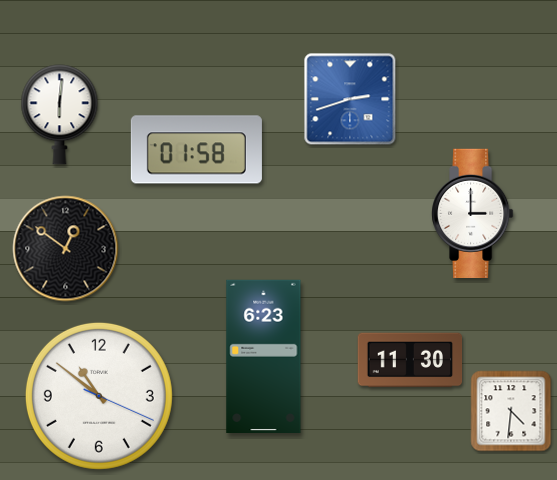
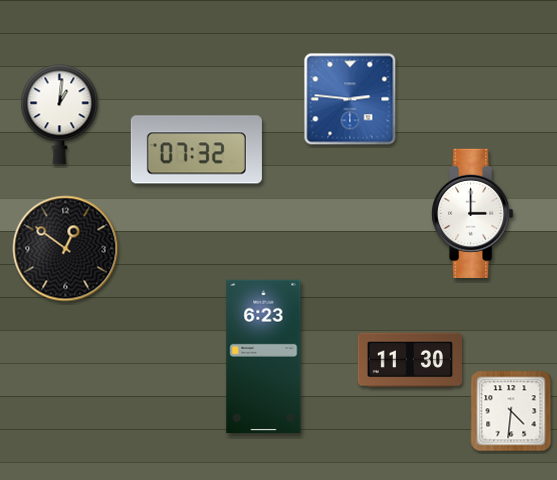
clock at (350, 99): 2:42 -> 2:46
clock at (60, 115): 6:01 -> 1:01
clock at (196, 150): 01:58 -> 07:32
clock at (99, 396): 10:51 -> none
